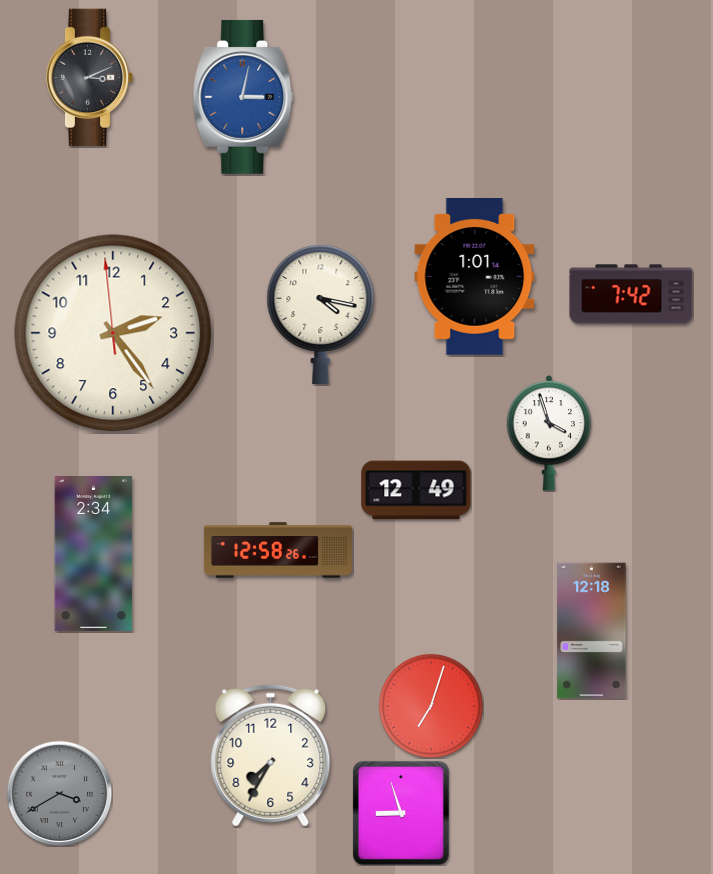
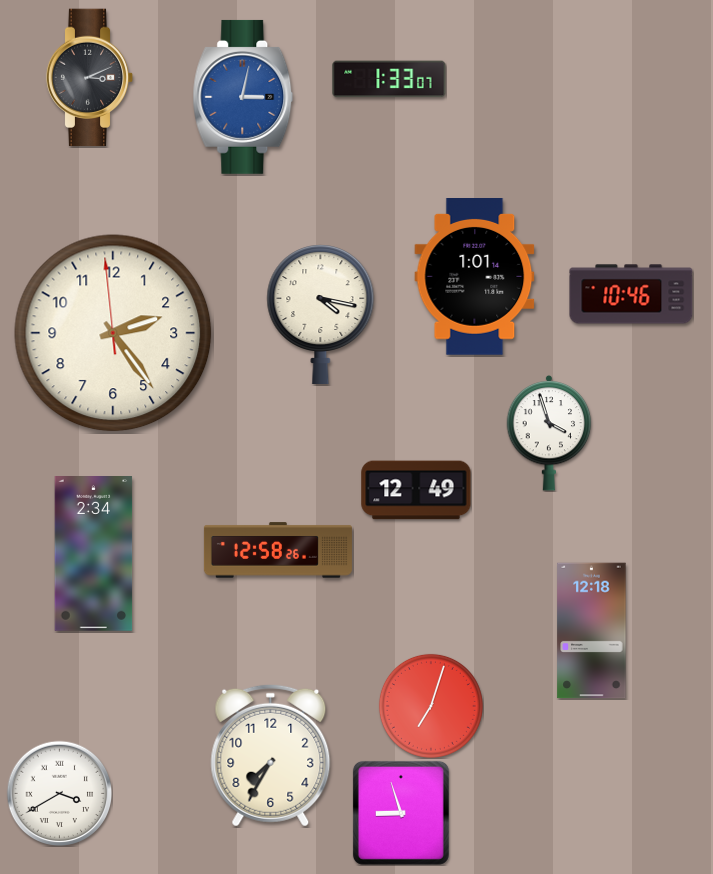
clock at (389, 79): none -> 1:33
clock at (631, 294): 7:42 -> 10:46
clock at (59, 793) dial: grey -> white
